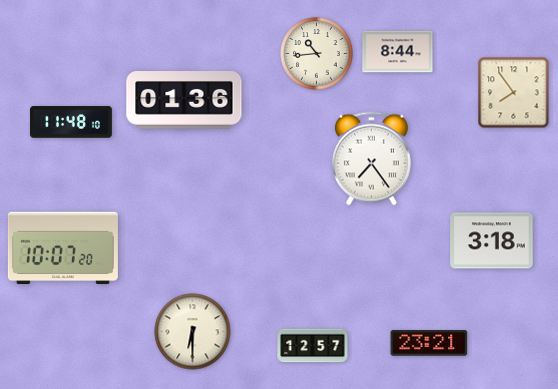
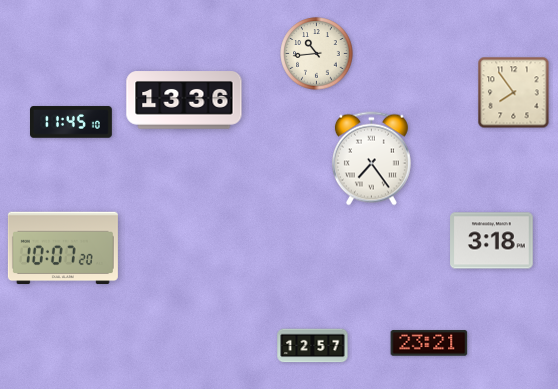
clock at (398, 52): 8:44 -> none
clock at (184, 100): 01:36 -> 13:36
clock at (72, 122): 11:48 -> 11:45
clock at (193, 332): 6:30 -> none
